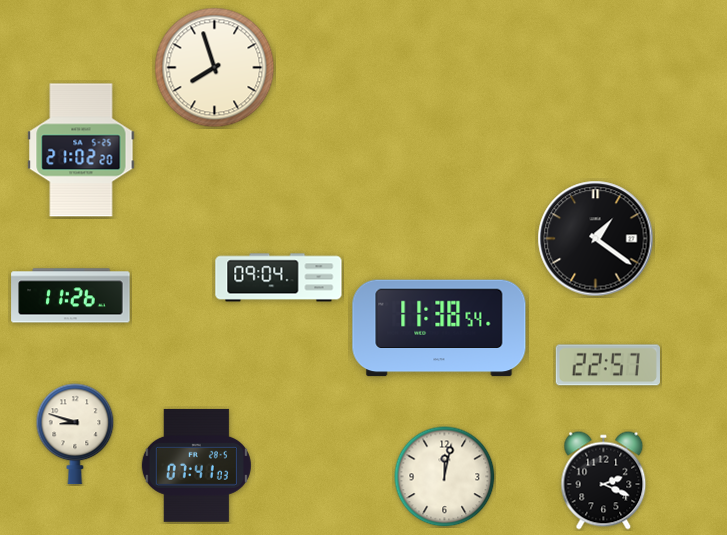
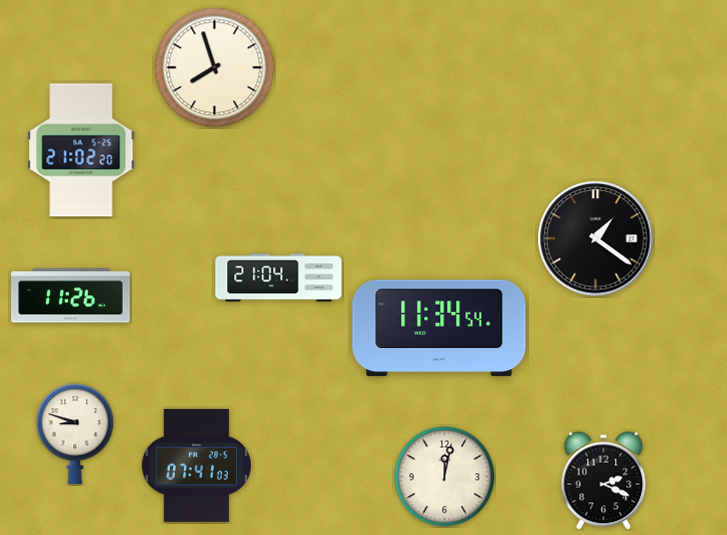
clock at (279, 278): 09:04 -> 21:04
clock at (439, 328): 11:38 -> 11:34
clock at (608, 365): 22:57 -> none
